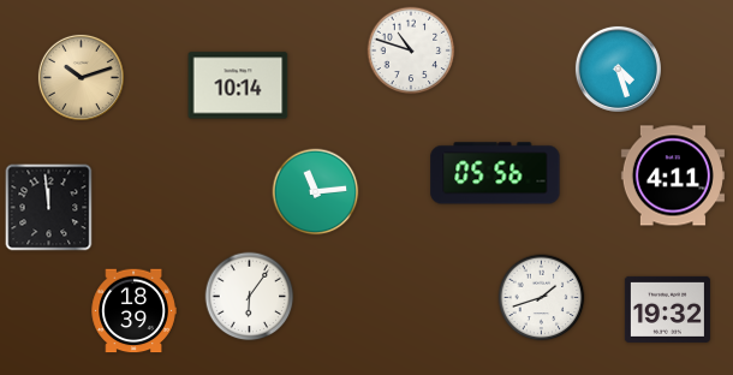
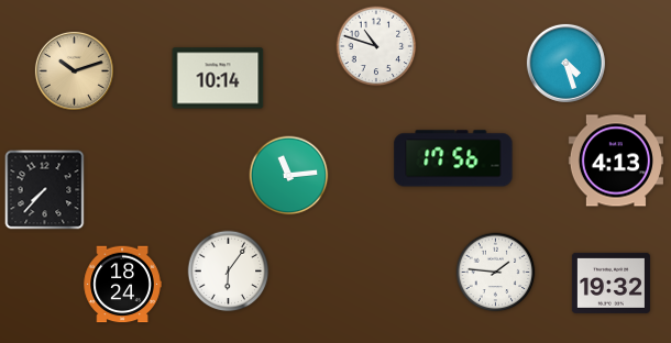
clock at (495, 173): 05:56 -> 17:56
clock at (673, 175): 4:11 -> 4:13
clock at (49, 208): 11:59 -> 7:37
clock at (542, 298): 1:42 -> 1:46
clock at (133, 311): 18:39 -> 18:24
